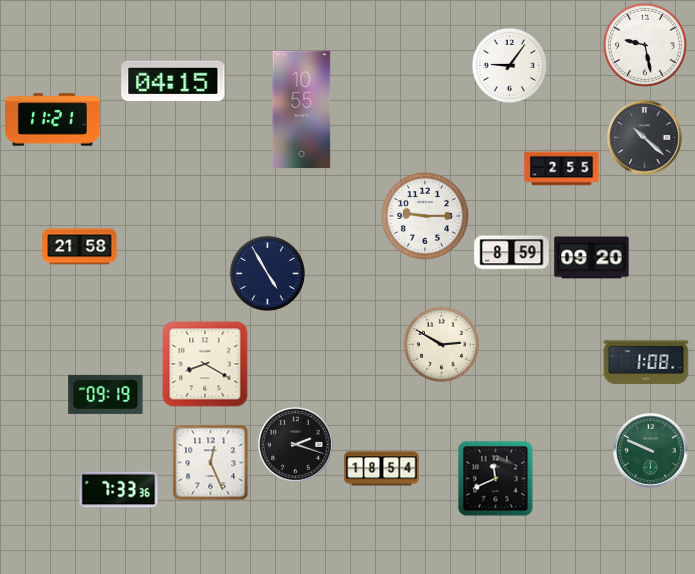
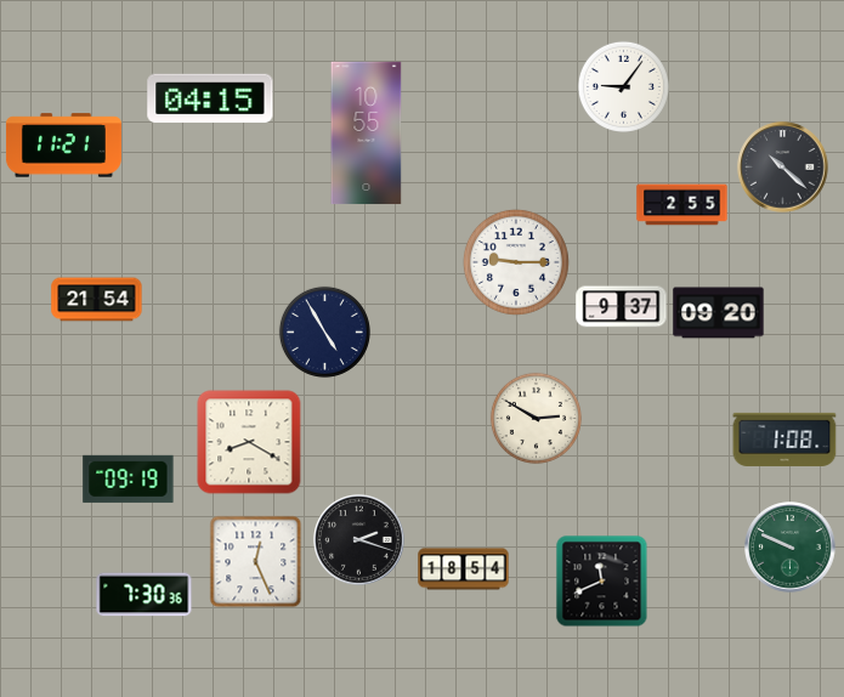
clock at (645, 45): 9:28 -> none
clock at (509, 65) position: (509, 65) -> (623, 86)
clock at (80, 247): 21:58 -> 21:54
clock at (512, 253): 8:59 -> 9:37
clock at (119, 490): 7:33 -> 7:30
